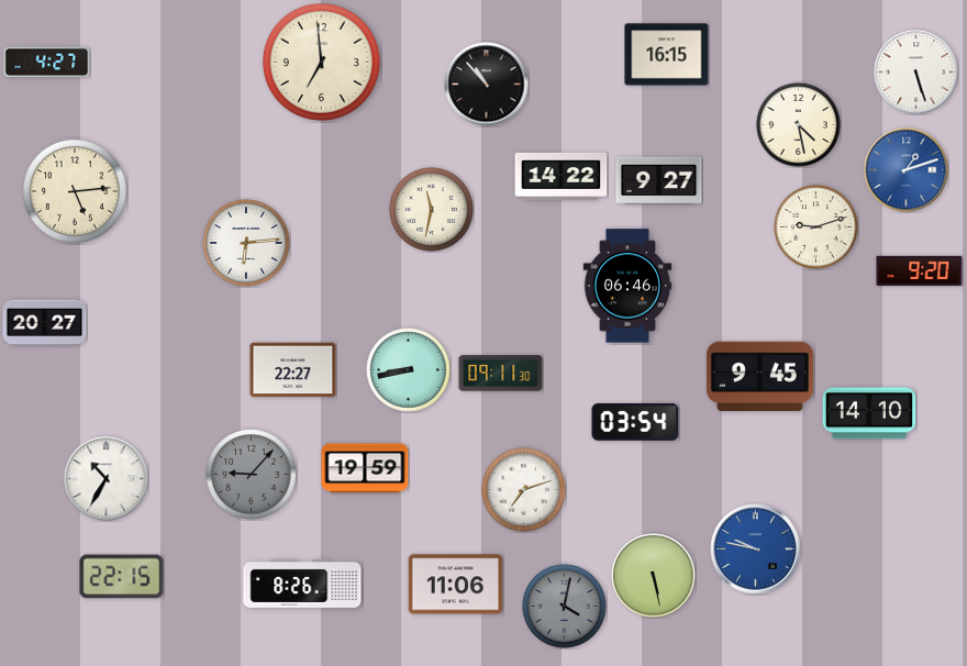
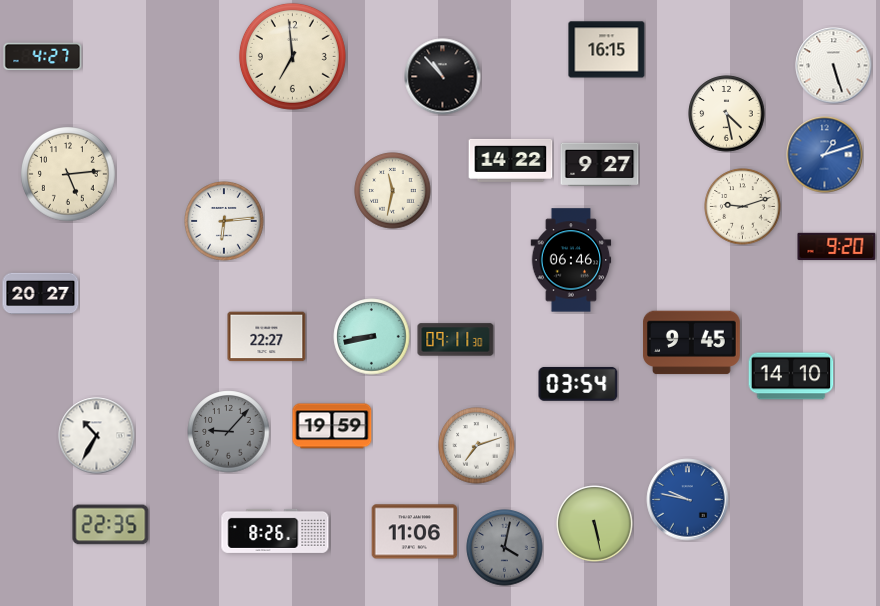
clock at (122, 577): 22:15 -> 22:35
clock at (565, 607) position: (565, 607) -> (505, 548)
